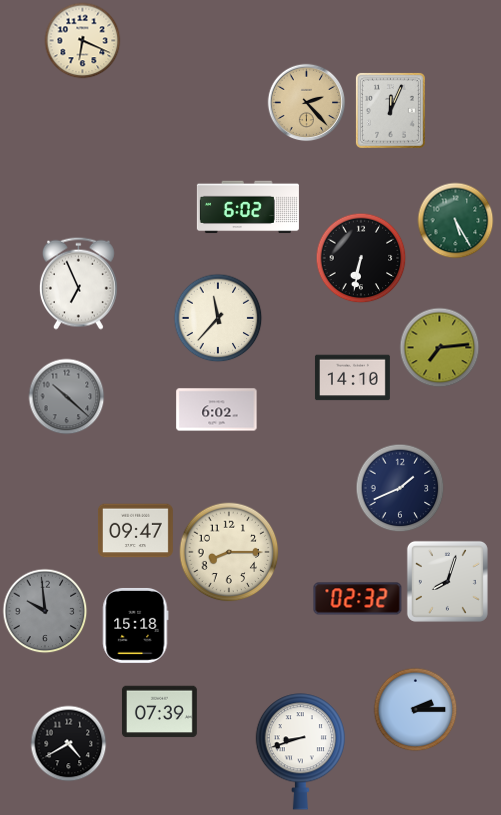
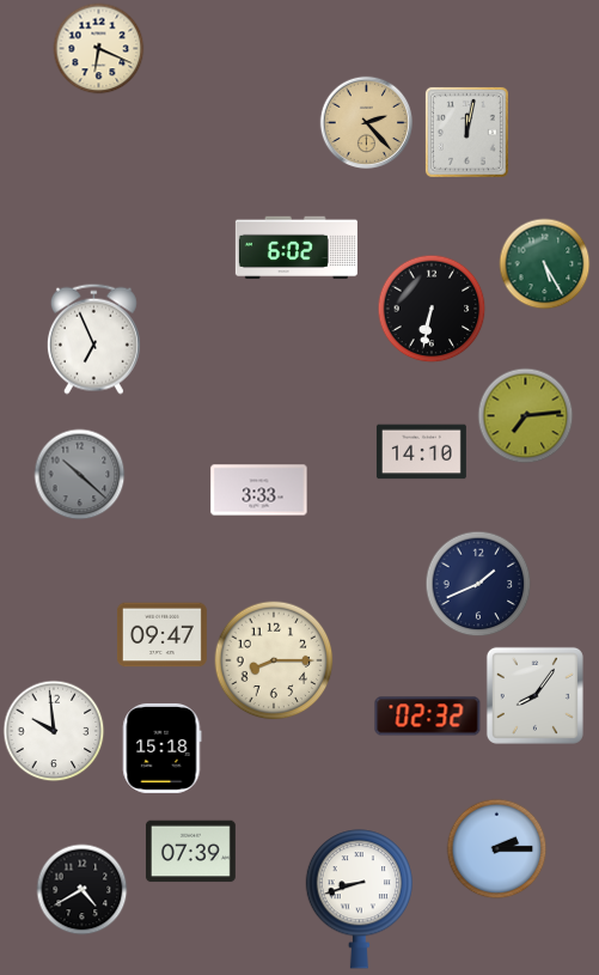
clock at (390, 110): 12:04 -> 12:02
clock at (218, 318): 11:37 -> none
clock at (217, 410): 6:02 -> 3:33
clock at (447, 581): 8:03 -> 8:06
clock at (45, 611) dial: grey -> white
